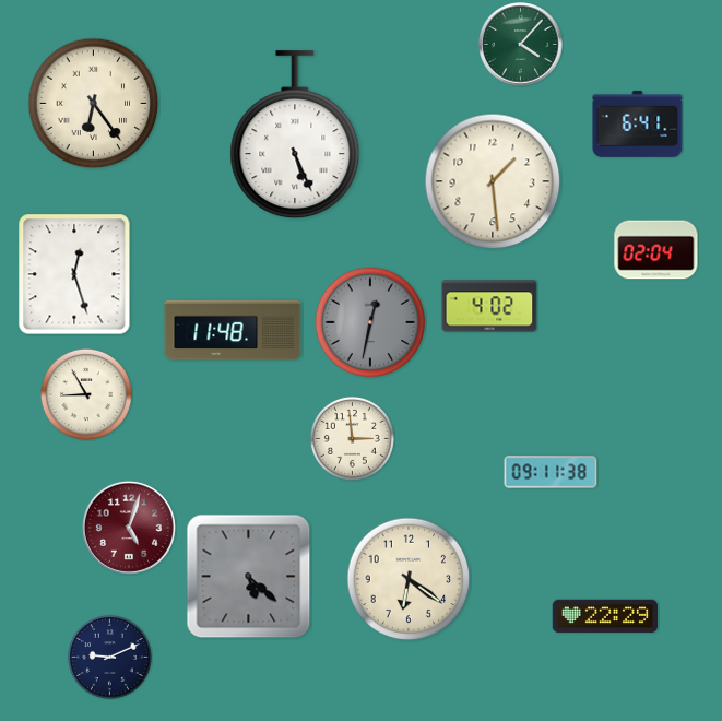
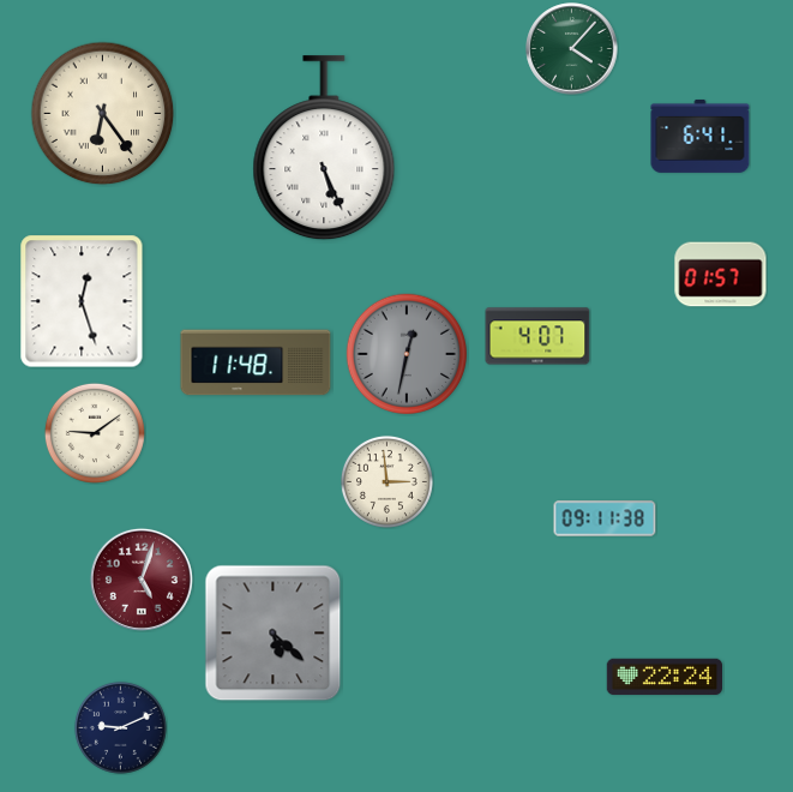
clock at (493, 181): 1:29 -> none
clock at (656, 250): 02:04 -> 01:57
clock at (489, 306): 4:02 -> 4:07
clock at (86, 394): 8:55 -> 9:09
clock at (409, 579): 6:21 -> none
clock at (605, 616): 22:29 -> 22:24
clock at (109, 657) position: (109, 657) -> (120, 727)
